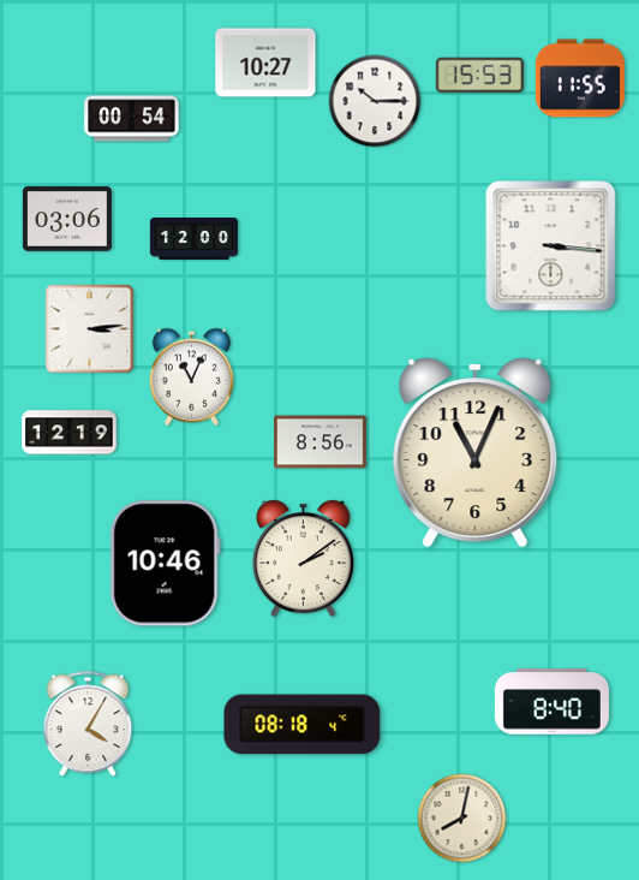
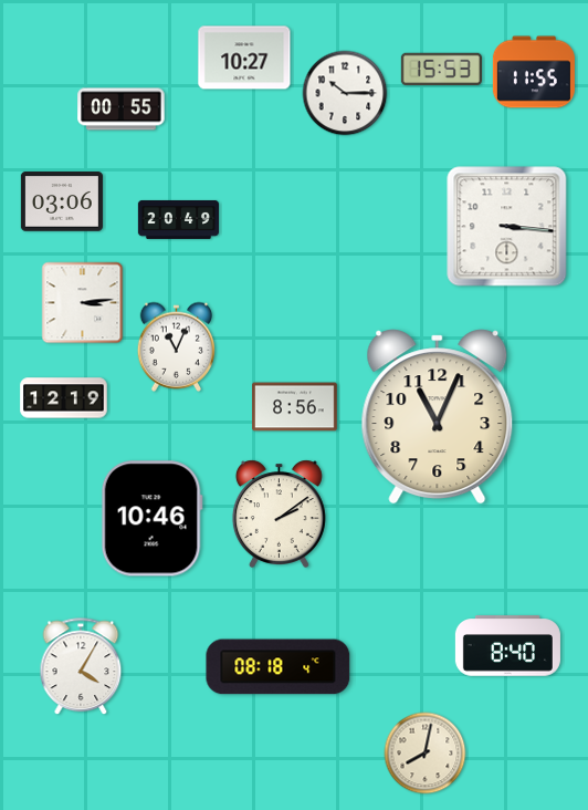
clock at (132, 119): 00:54 -> 00:55
clock at (193, 238): 12:00 -> 20:49
